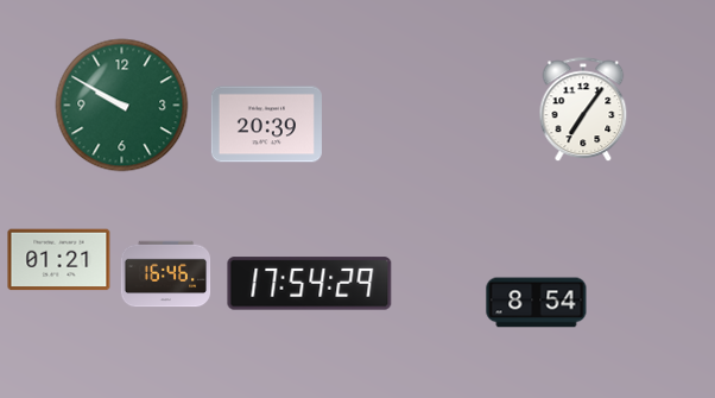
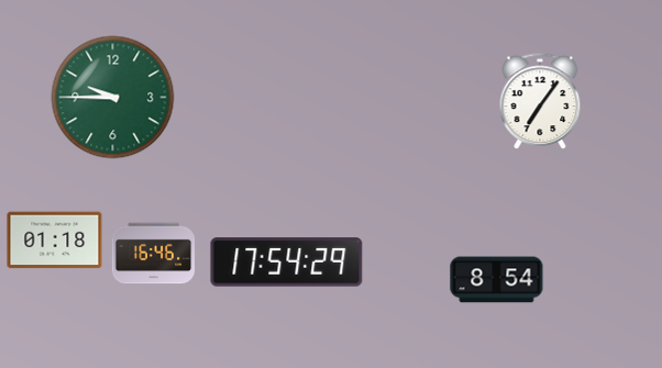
clock at (122, 106): 9:50 -> 9:45
clock at (266, 125): 20:39 -> none
clock at (59, 260): 01:21 -> 01:18
